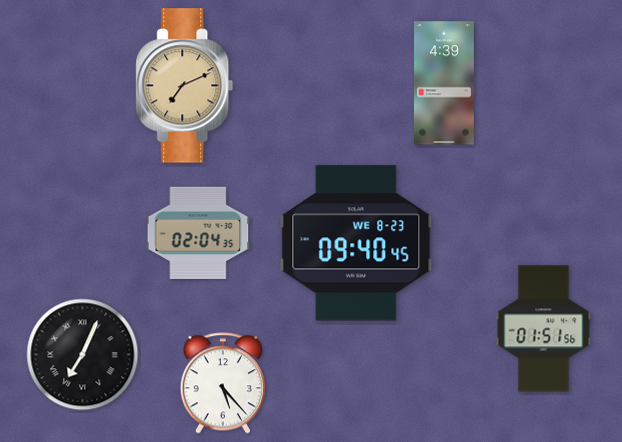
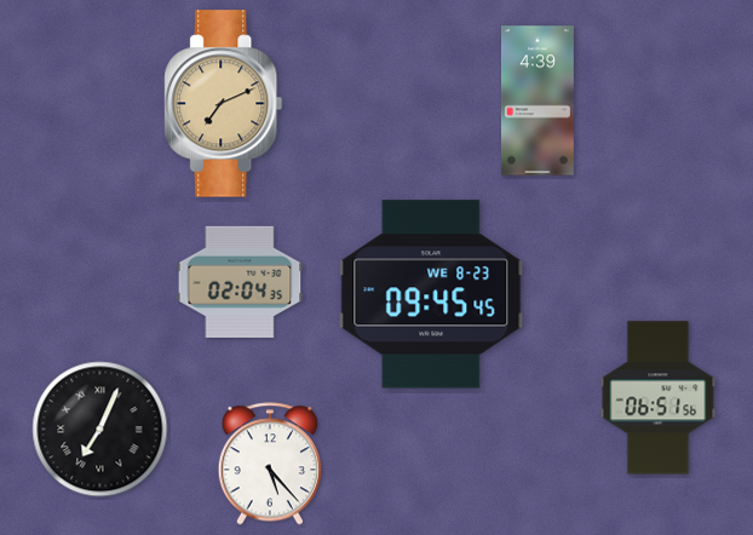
clock at (356, 243): 09:40 -> 09:45
clock at (544, 329): 01:51 -> 06:51
